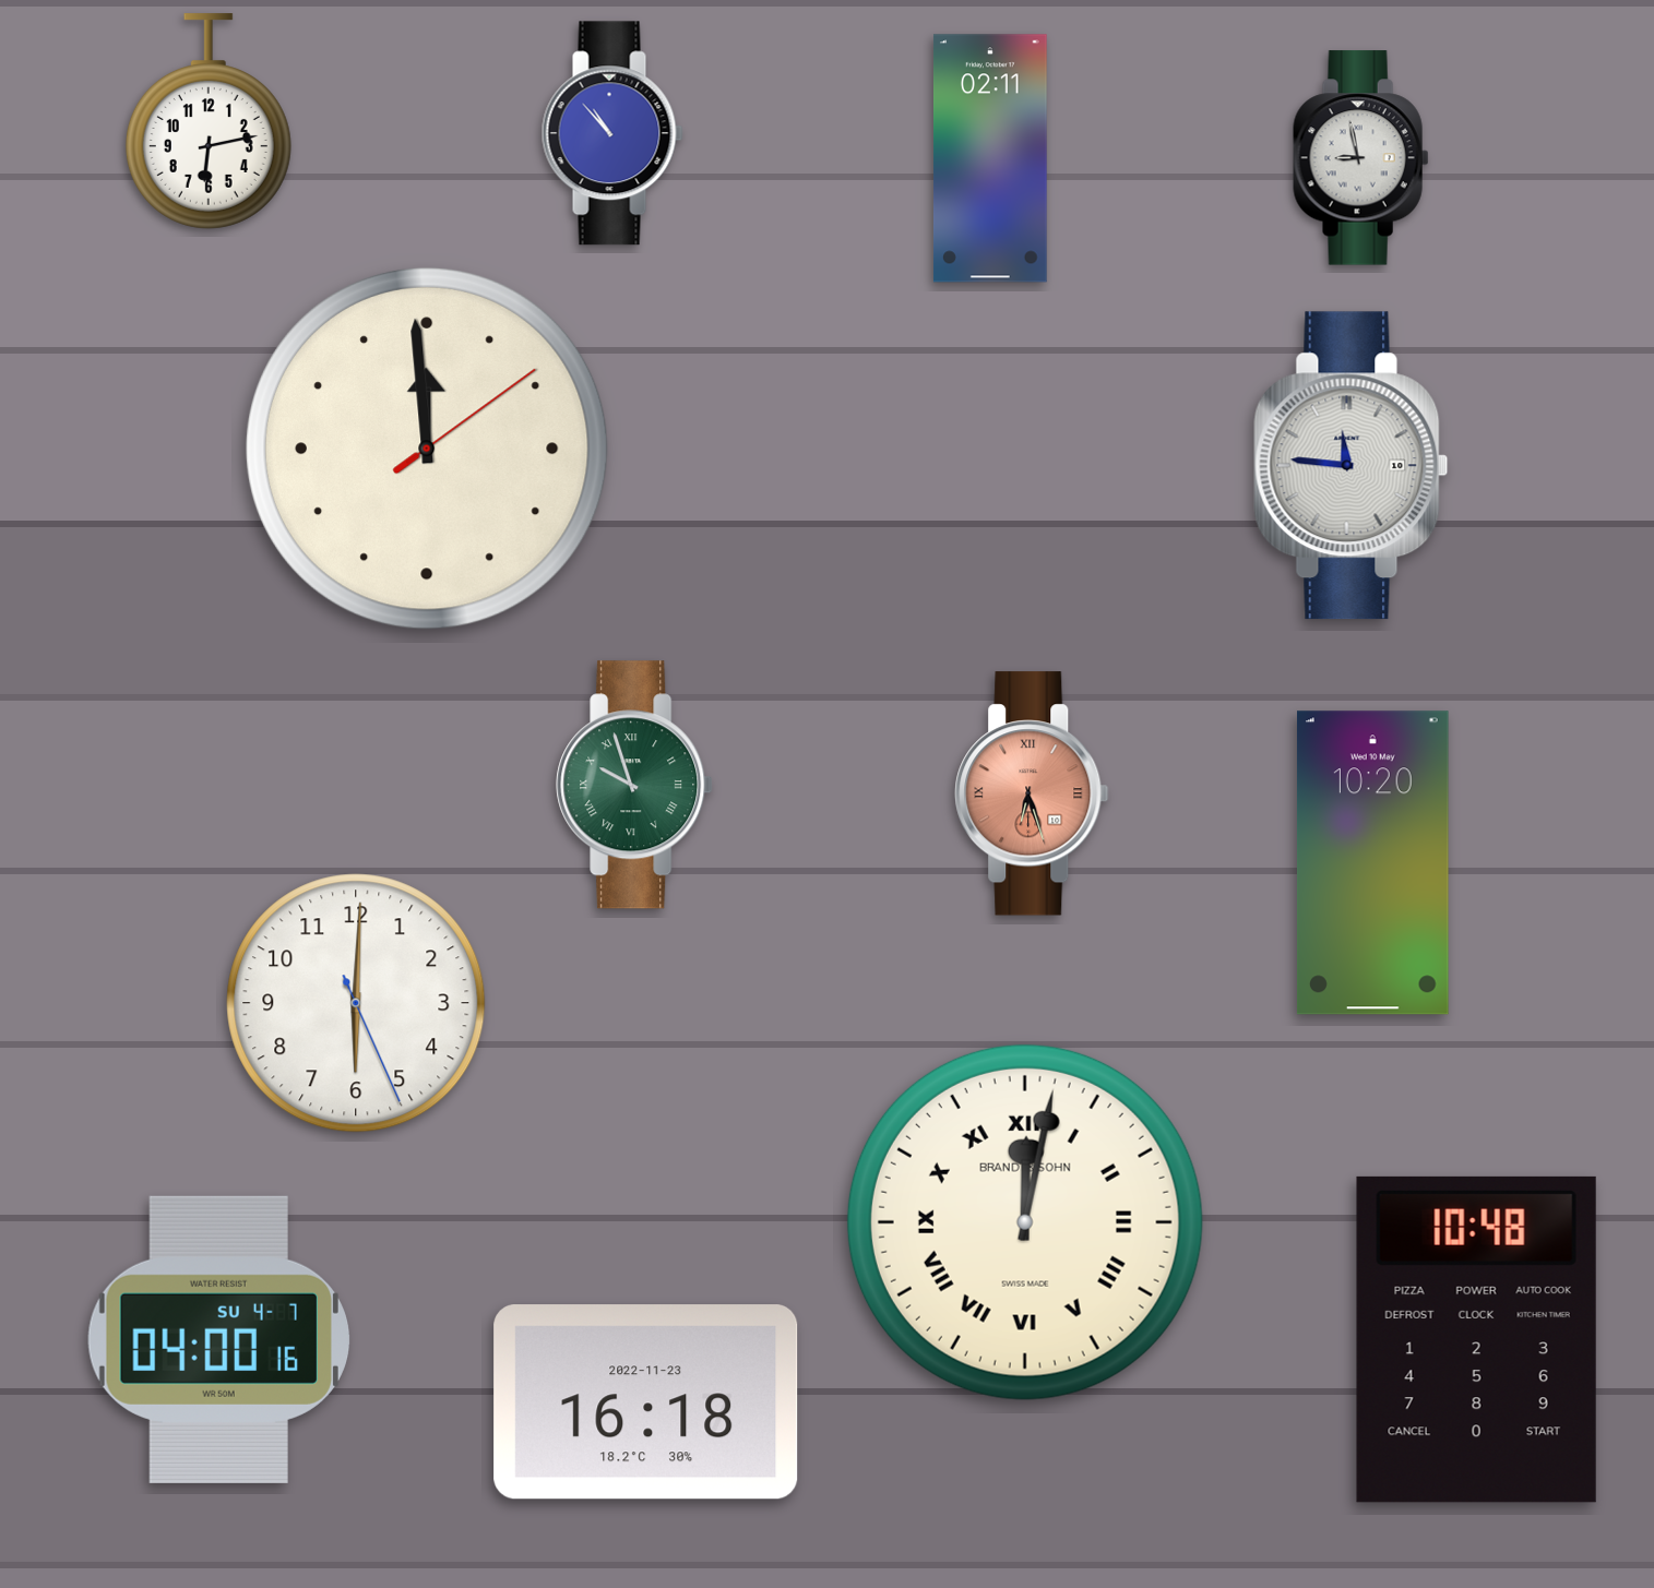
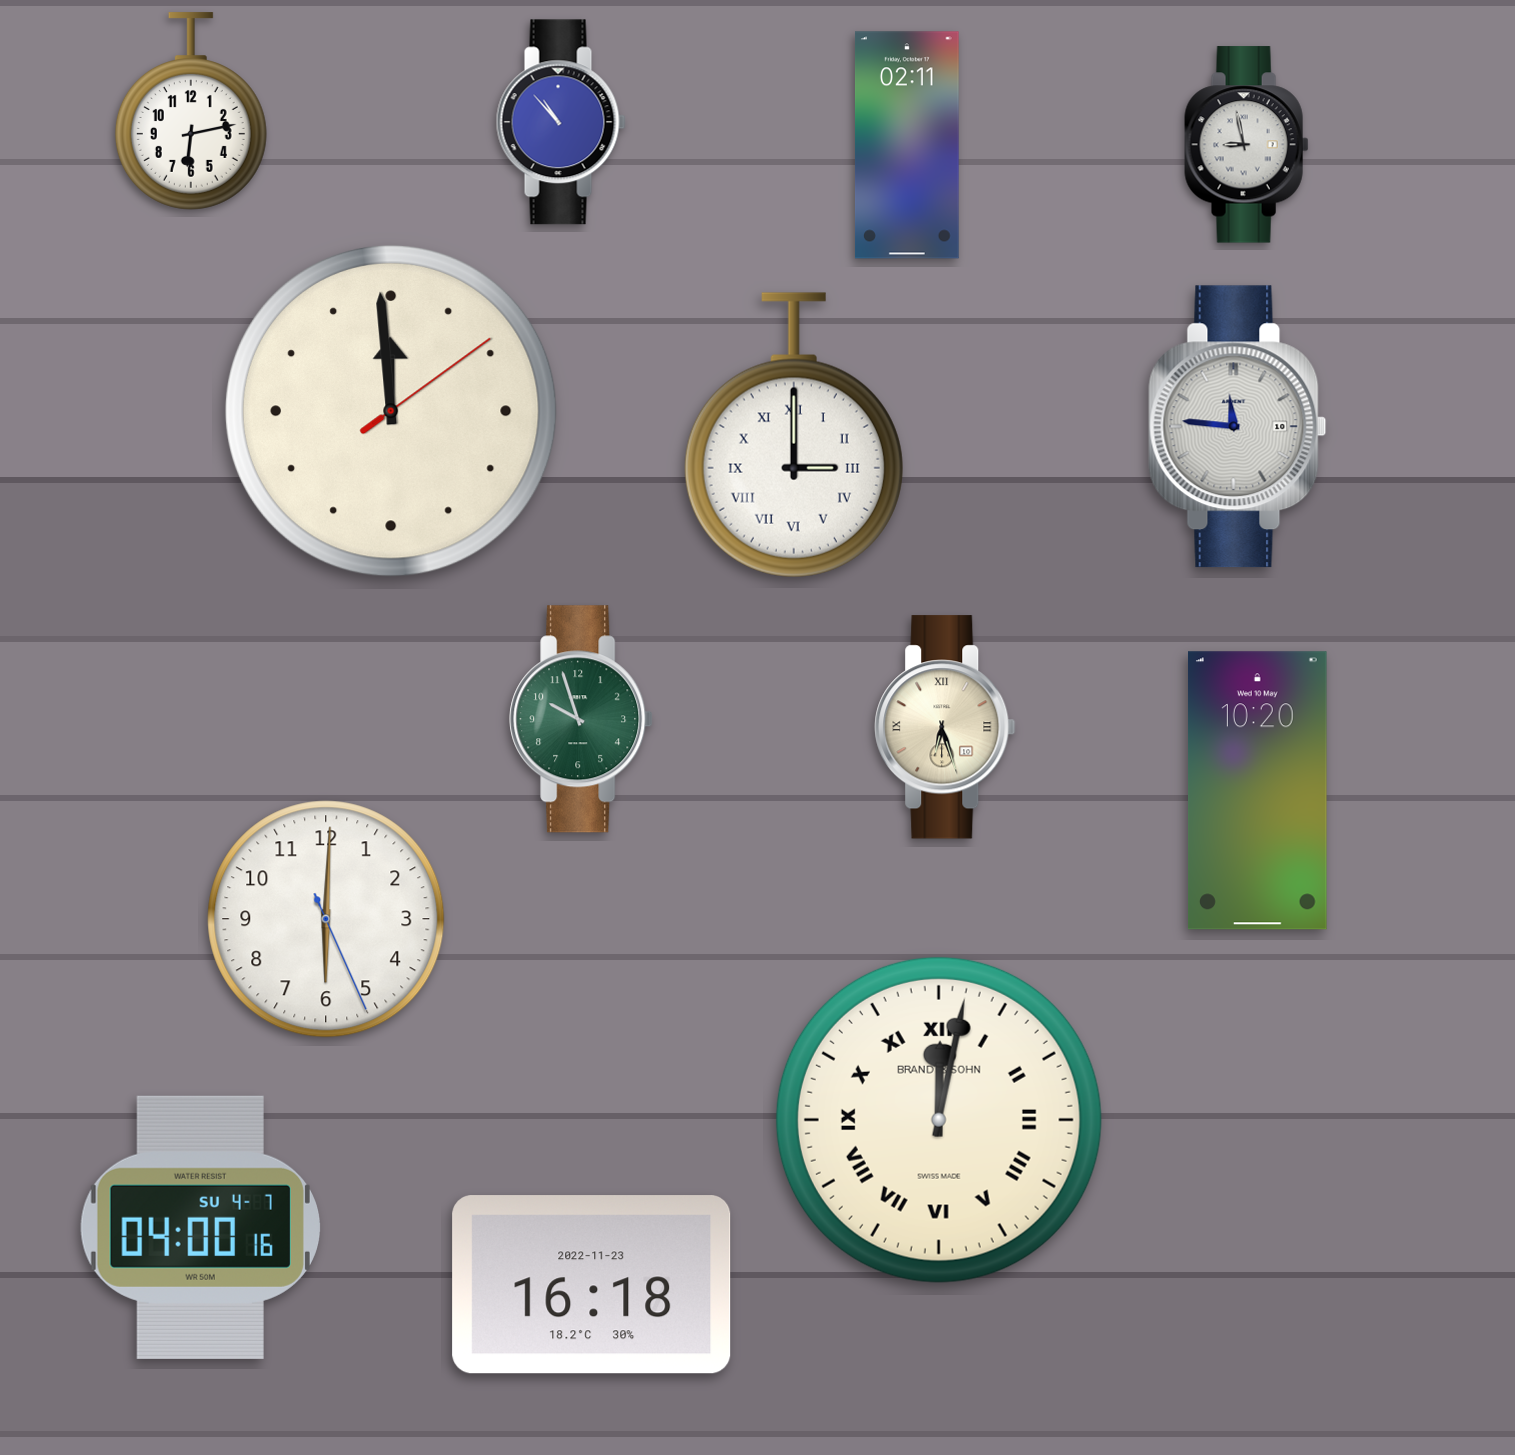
clock at (794, 435): none -> 3:00
clock at (634, 785) numerals: Roman -> Arabic
clock at (1032, 793) dial: salmon -> cream
clock at (1476, 1339): 10:48 -> none
